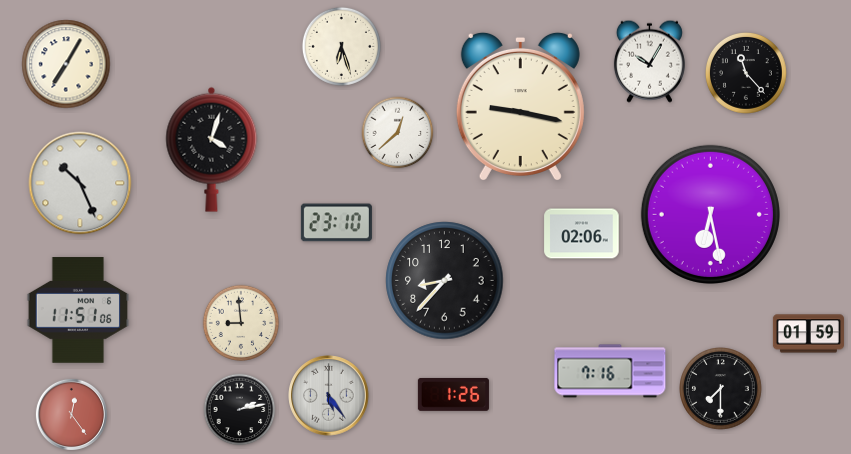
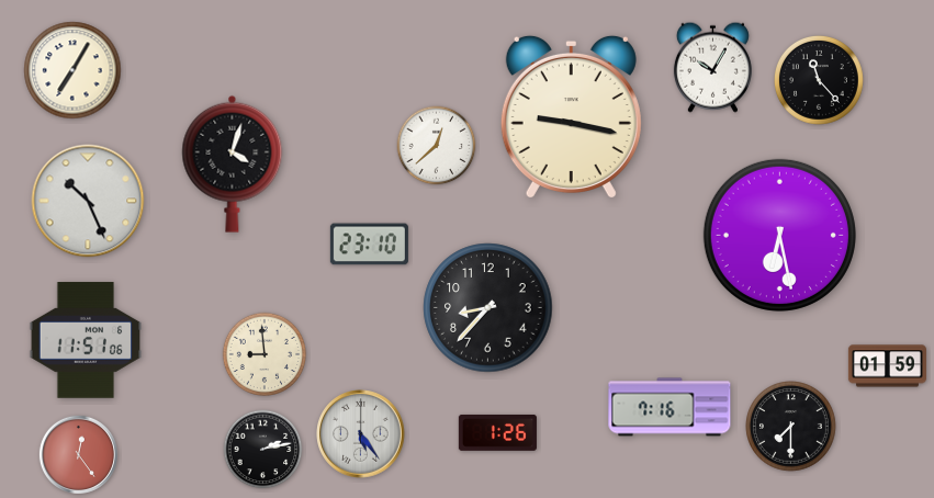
clock at (341, 46): 6:27 -> none
clock at (582, 234): 02:06 -> none
